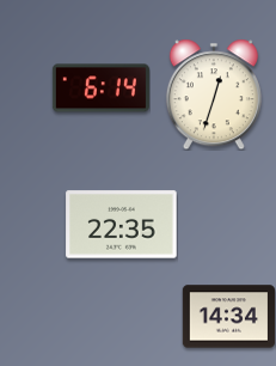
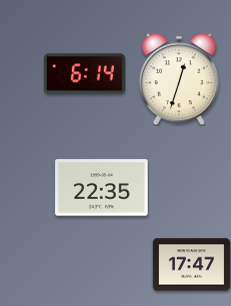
clock at (228, 317): 14:34 -> 17:47
